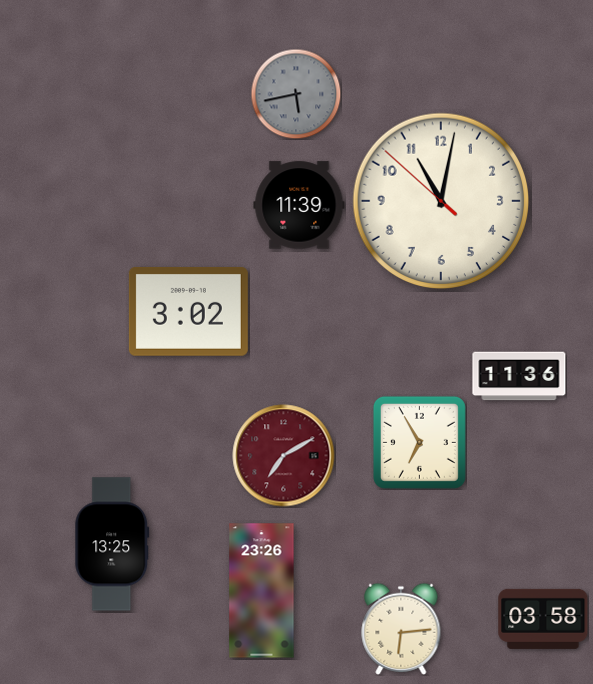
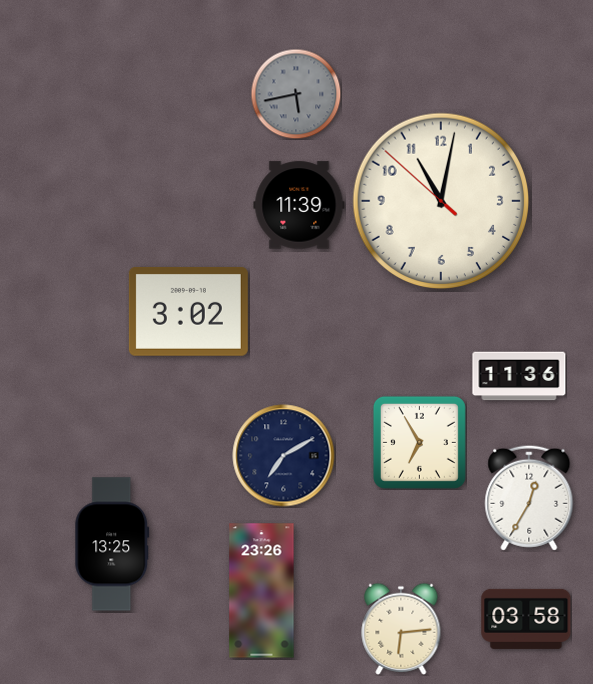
clock at (284, 456) dial: burgundy -> navy
clock at (529, 498): none -> 12:35
clock at (543, 619) position: (543, 619) -> (526, 619)
